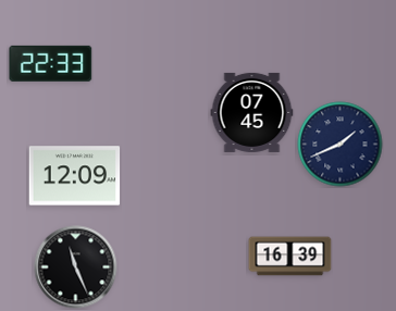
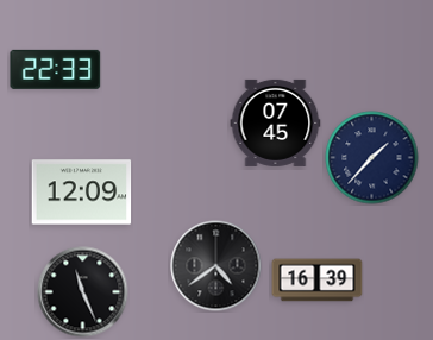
clock at (341, 145): 1:41 -> 1:37
clock at (216, 266): none -> 4:39
